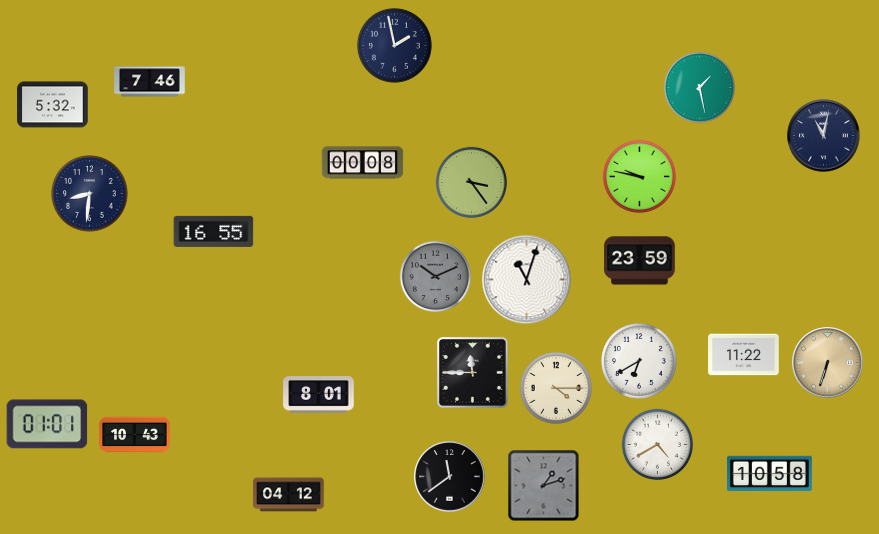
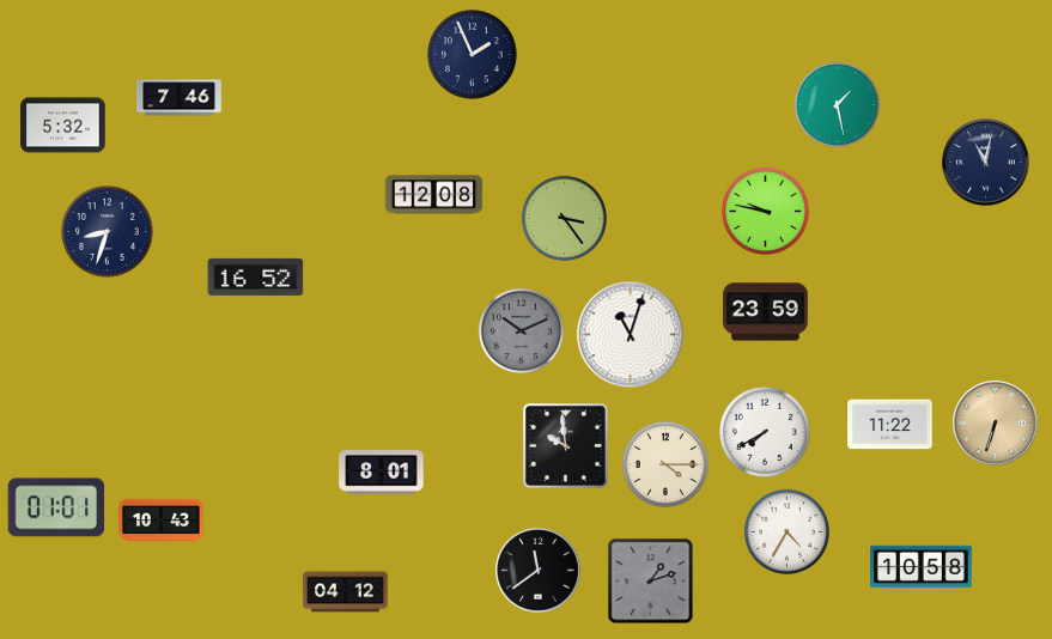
clock at (395, 46): 1:58 -> 1:56
clock at (363, 163): 00:08 -> 12:08
clock at (90, 194): 8:31 -> 8:33
clock at (214, 231): 16:55 -> 16:52
clock at (640, 362): 6:40 -> 7:40
clock at (828, 363) position: (828, 363) -> (996, 424)
clock at (472, 372): 11:45 -> 9:59
clock at (657, 444): 4:40 -> 4:35
